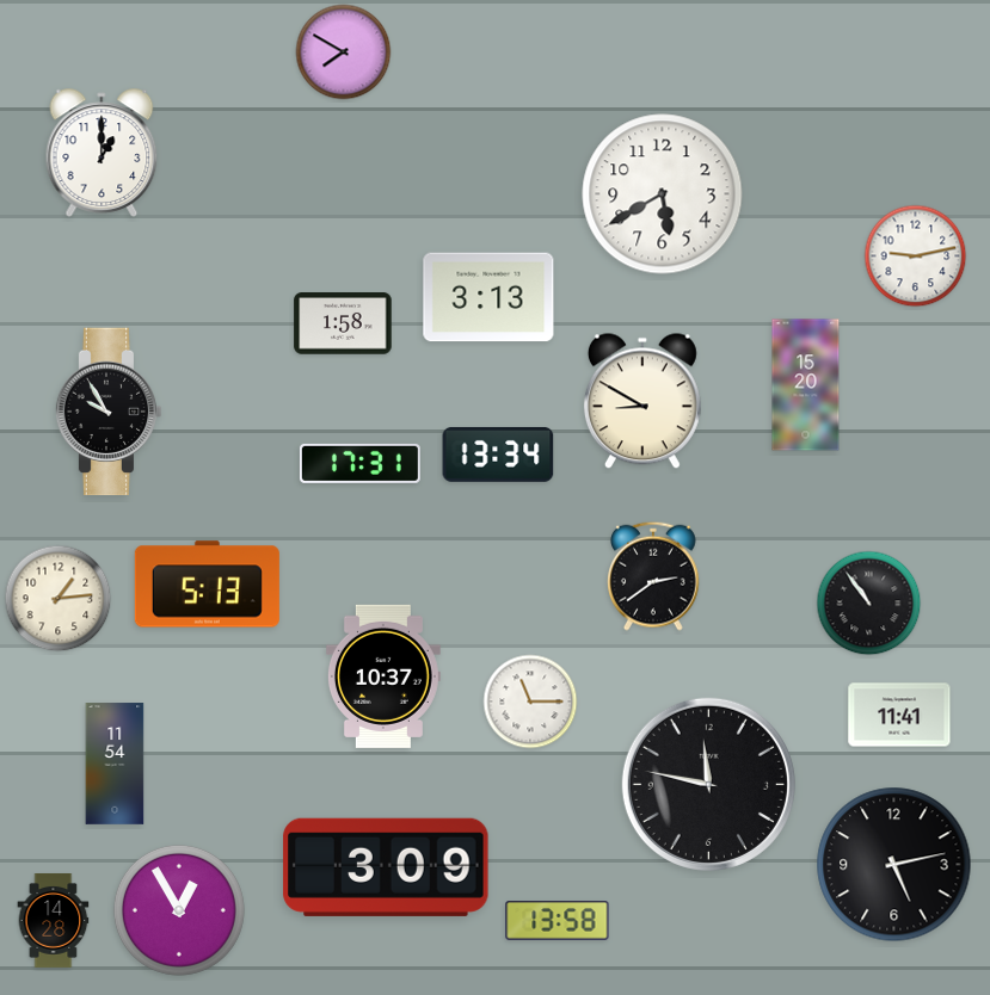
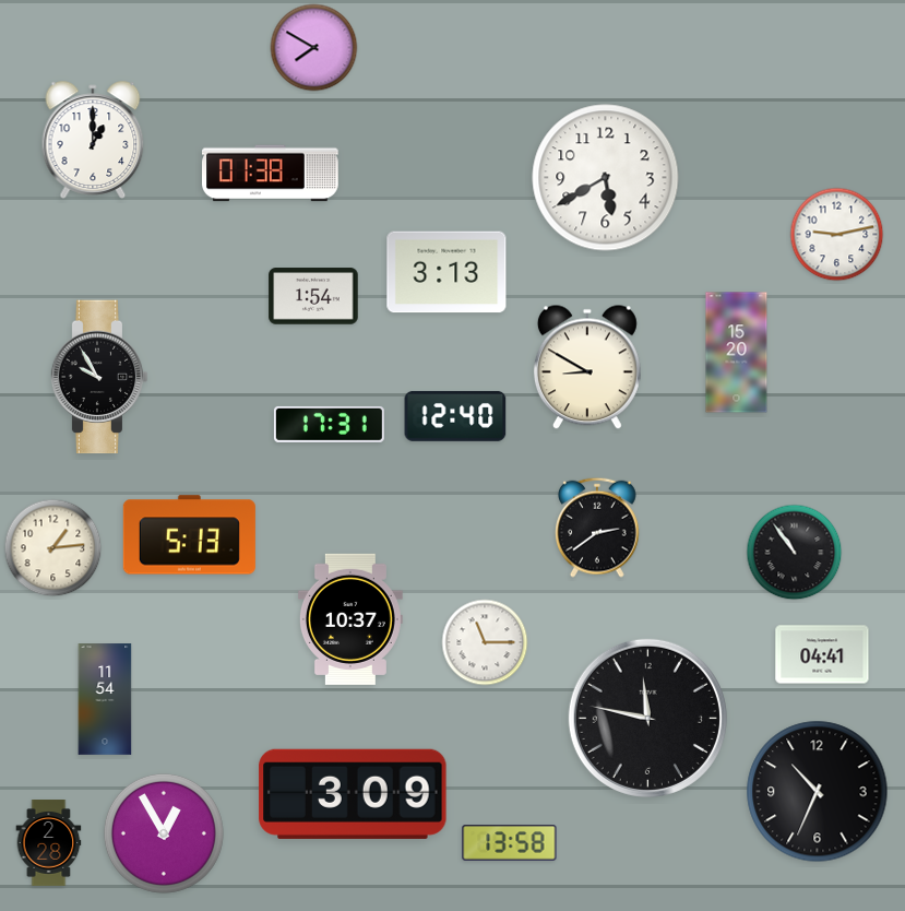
clock at (271, 174): none -> 01:38
clock at (343, 323): 1:58 -> 1:54
clock at (498, 455): 13:34 -> 12:40
clock at (899, 715): 11:41 -> 04:41
clock at (894, 865): 5:13 -> 10:34
clock at (54, 921): 14:28 -> 2:28
